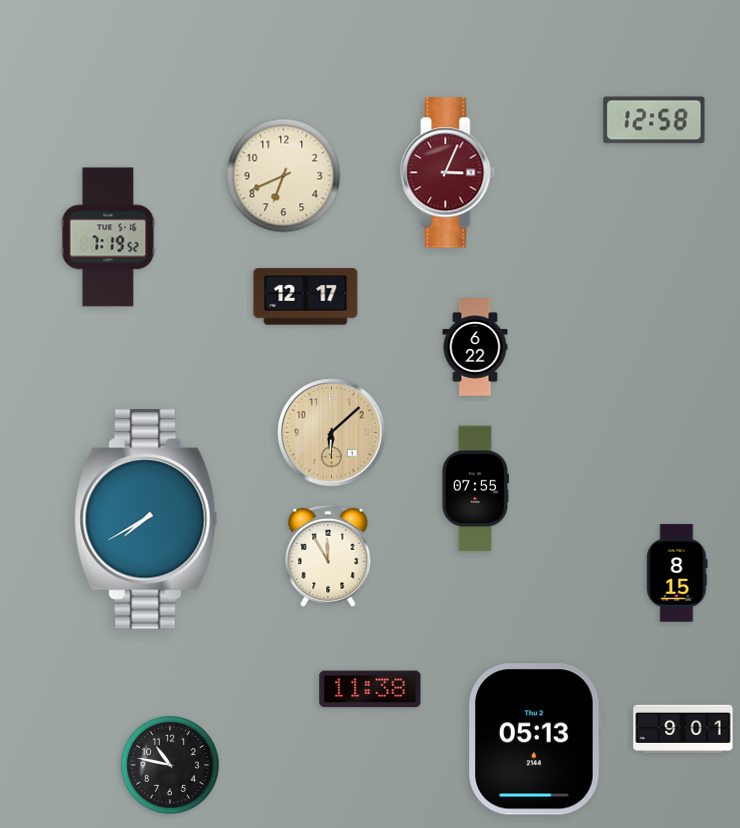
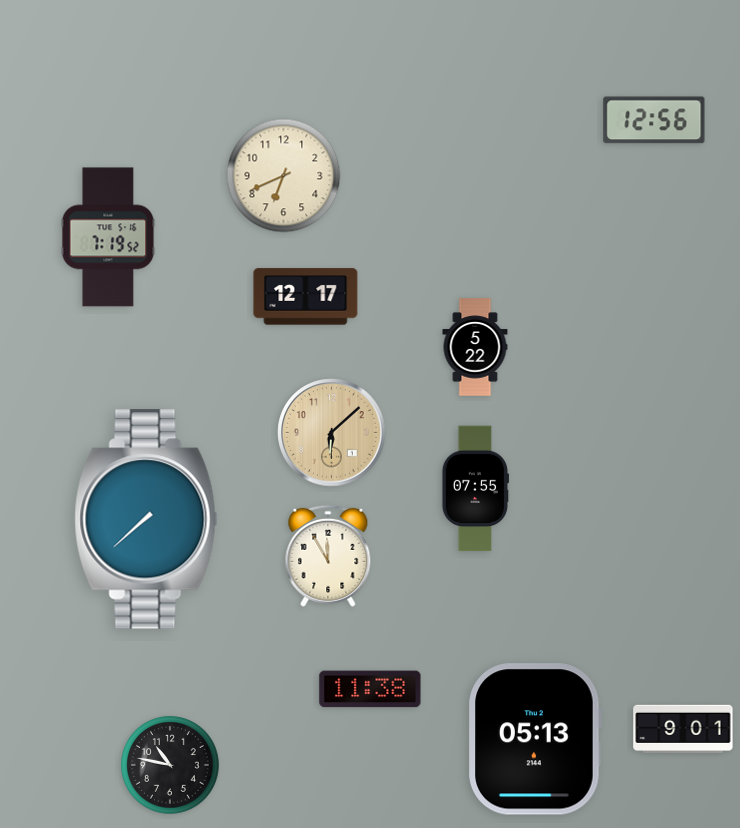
clock at (654, 120): 12:58 -> 12:56
clock at (448, 173): 3:04 -> none
clock at (475, 347): 6:22 -> 5:22
clock at (146, 519): 7:40 -> 7:38
clock at (677, 573): 8:15 -> none
